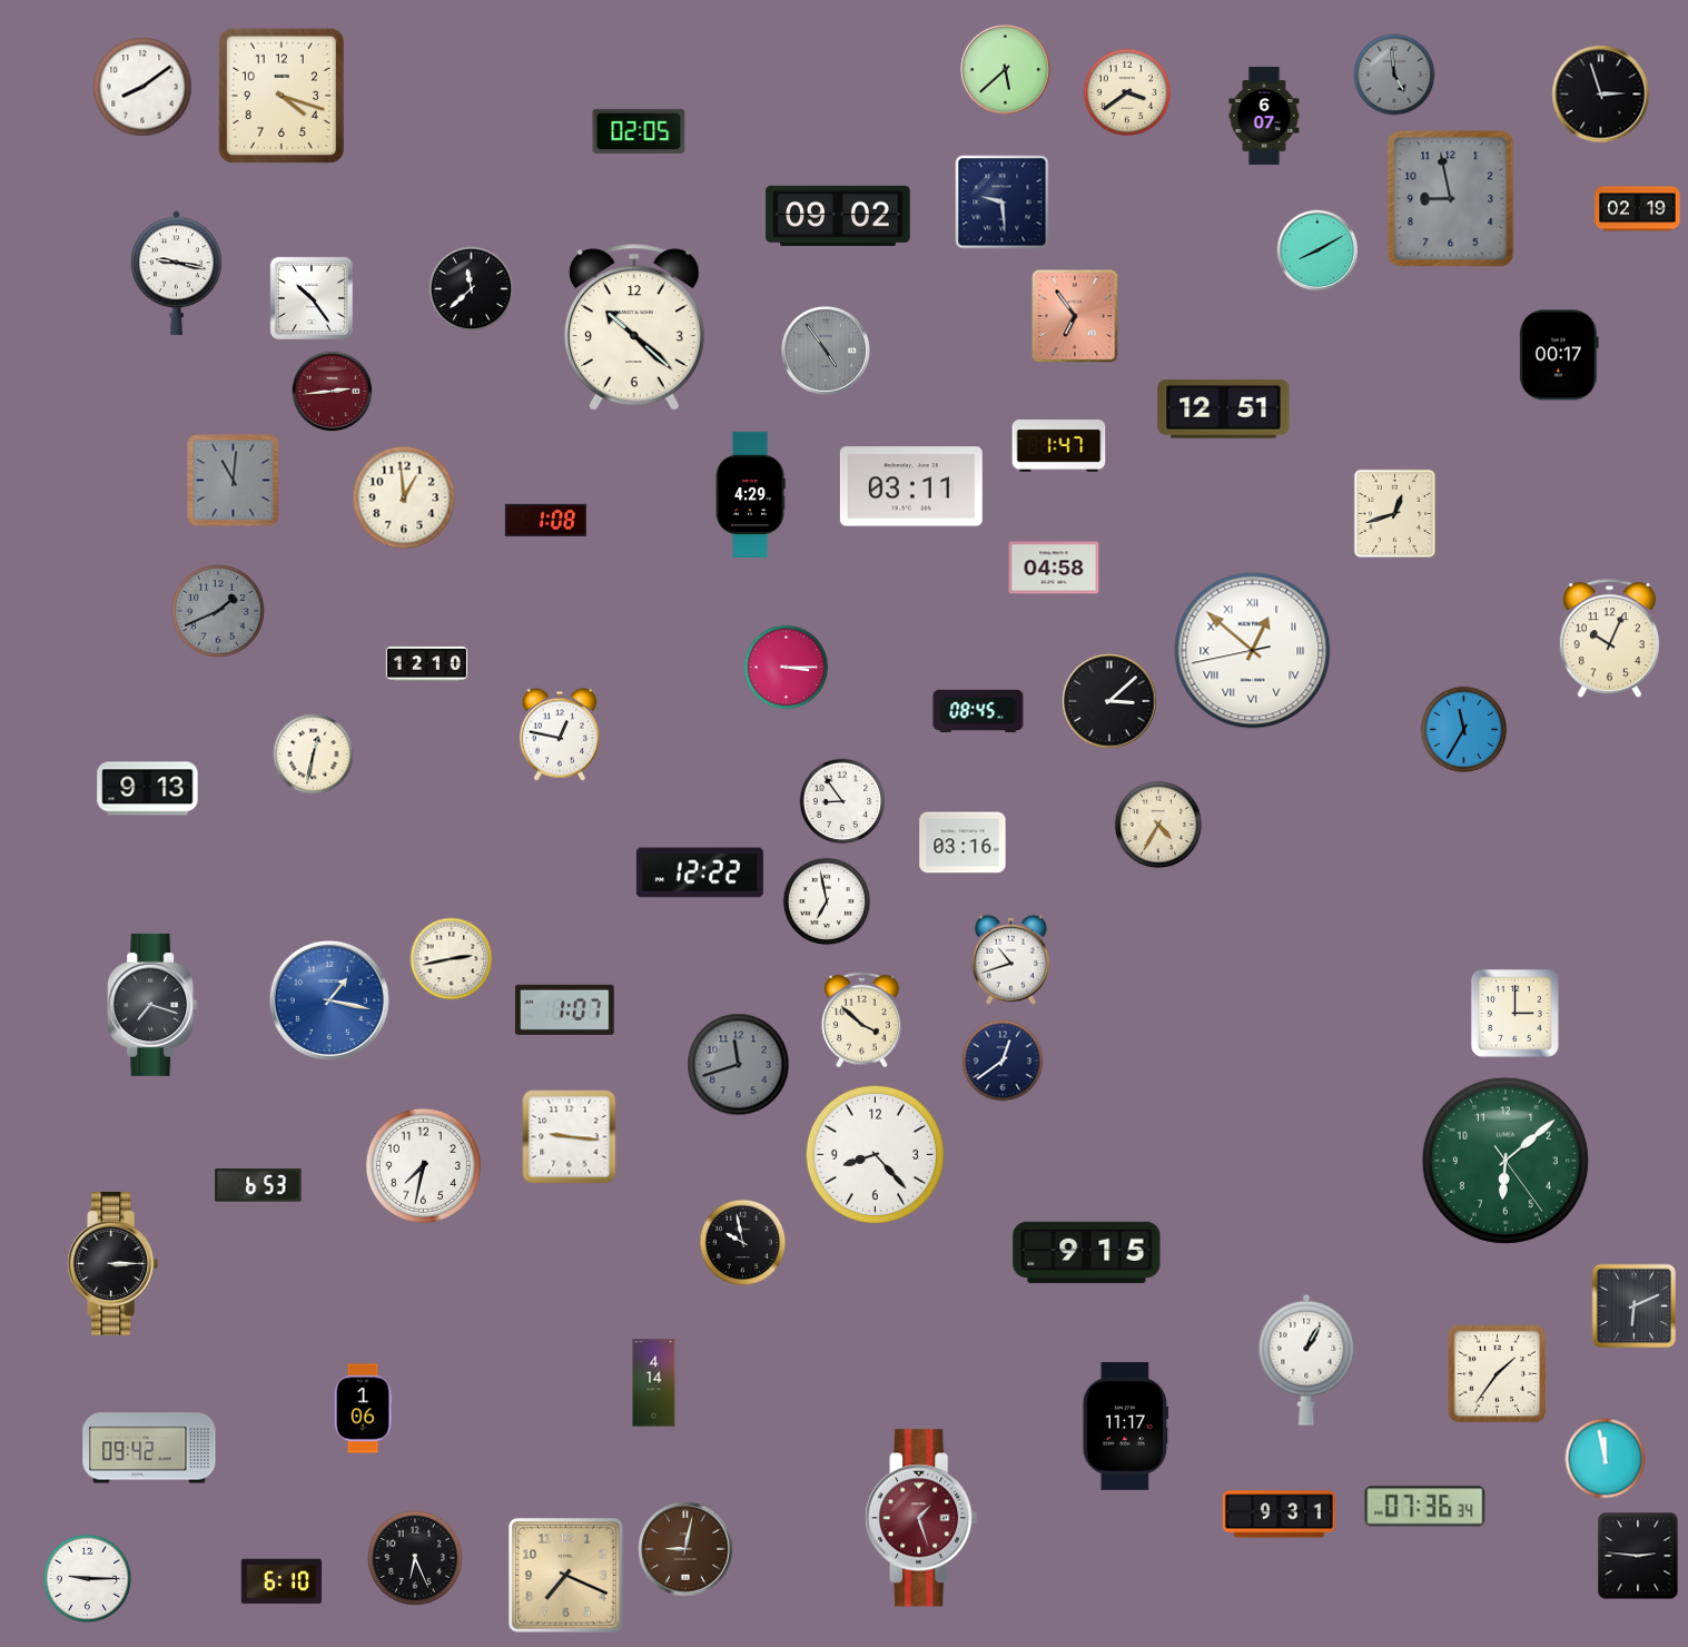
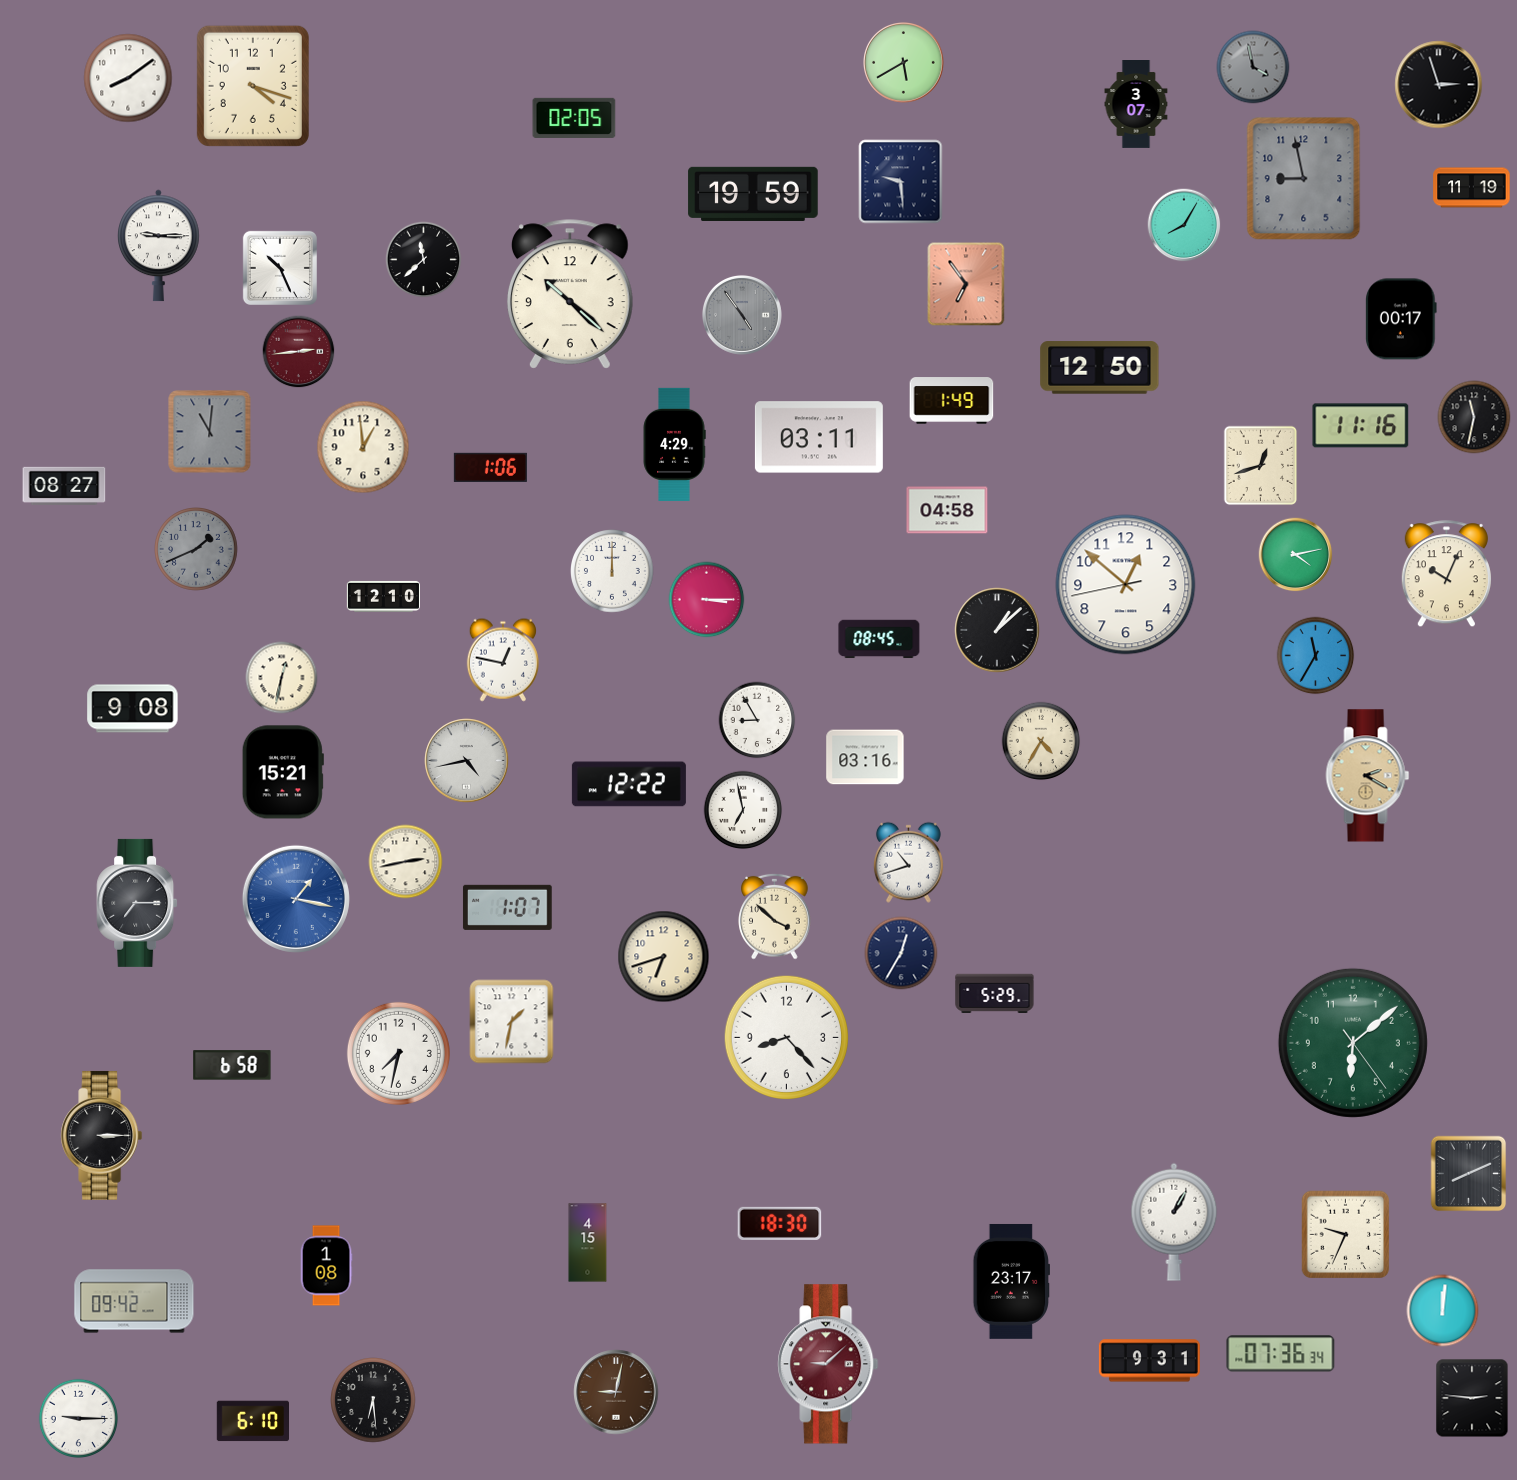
clock at (1006, 70): 5:38 -> 5:40
clock at (1394, 75): 4:59 -> 3:58
clock at (1127, 92): 3:39 -> none
clock at (1264, 117): 6:07 -> 3:07
clock at (1638, 209): 02:19 -> 11:19
clock at (838, 216): 09:02 -> 19:59
clock at (1317, 250): 8:10 -> 8:05
clock at (177, 274): 9:17 -> 9:15
clock at (312, 298): 10:24 -> 10:26
clock at (1224, 410): 12:51 -> 12:50
clock at (1059, 446): 1:47 -> 1:49
clock at (1474, 417): none -> 11:32
clock at (1361, 426): none -> 11:16
clock at (1395, 514) position: (1395, 514) -> (1261, 466)
clock at (545, 520): 1:08 -> 1:06
clock at (64, 485): none -> 08:27
clock at (1296, 555): none -> 4:13
clock at (613, 572): none -> 12:00
clock at (1253, 651) numerals: Roman -> Arabic
clock at (1109, 701): 3:08 -> 1:08
clock at (148, 789): 9:13 -> 9:08
clock at (842, 801): 8:54 -> 8:55
clock at (467, 761): none -> 4:43
clock at (283, 772): none -> 15:21
clock at (1368, 776): none -> 2:20
clock at (152, 1005): 7:18 -> 7:15
clock at (1514, 1013): 3:00 -> none
clock at (1003, 1061): 12:39 -> 12:35
clock at (739, 1065): 11:42 -> 6:42
clock at (739, 1065) dial: grey -> cream
clock at (995, 993): none -> 5:29
clock at (570, 1137): 9:16 -> 1:32
clock at (423, 1165) position: (423, 1165) -> (398, 1053)
clock at (258, 1185): 6:53 -> 6:58
clock at (743, 1243): 9:58 -> none
clock at (1087, 1252): 9:15 -> none
clock at (1635, 1306): 6:11 -> 8:11
clock at (780, 1223): none -> 18:30
clock at (1498, 1374): 1:36 -> 9:34
clock at (654, 1383): 4:14 -> 4:15
clock at (363, 1409): 1:06 -> 1:08
clock at (1125, 1426): 11:17 -> 23:17
clock at (1606, 1459): 11:58 -> 12:01
clock at (921, 1518): 1:27 -> 9:08
clock at (415, 1558): 6:26 -> 6:29
clock at (566, 1576): 7:19 -> none
